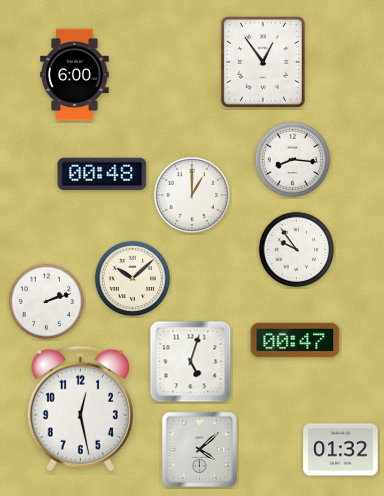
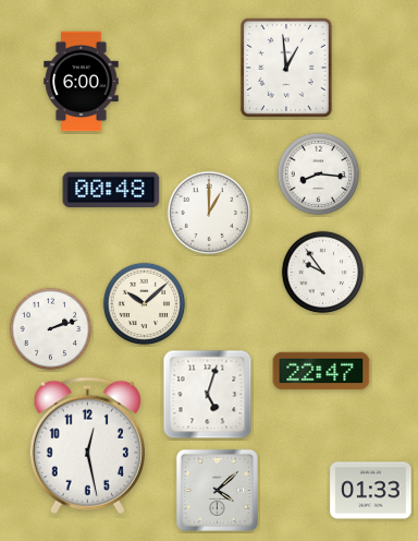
clock at (263, 62): 12:54 -> 12:59
clock at (295, 340): 00:47 -> 22:47
clock at (341, 450): 01:32 -> 01:33
